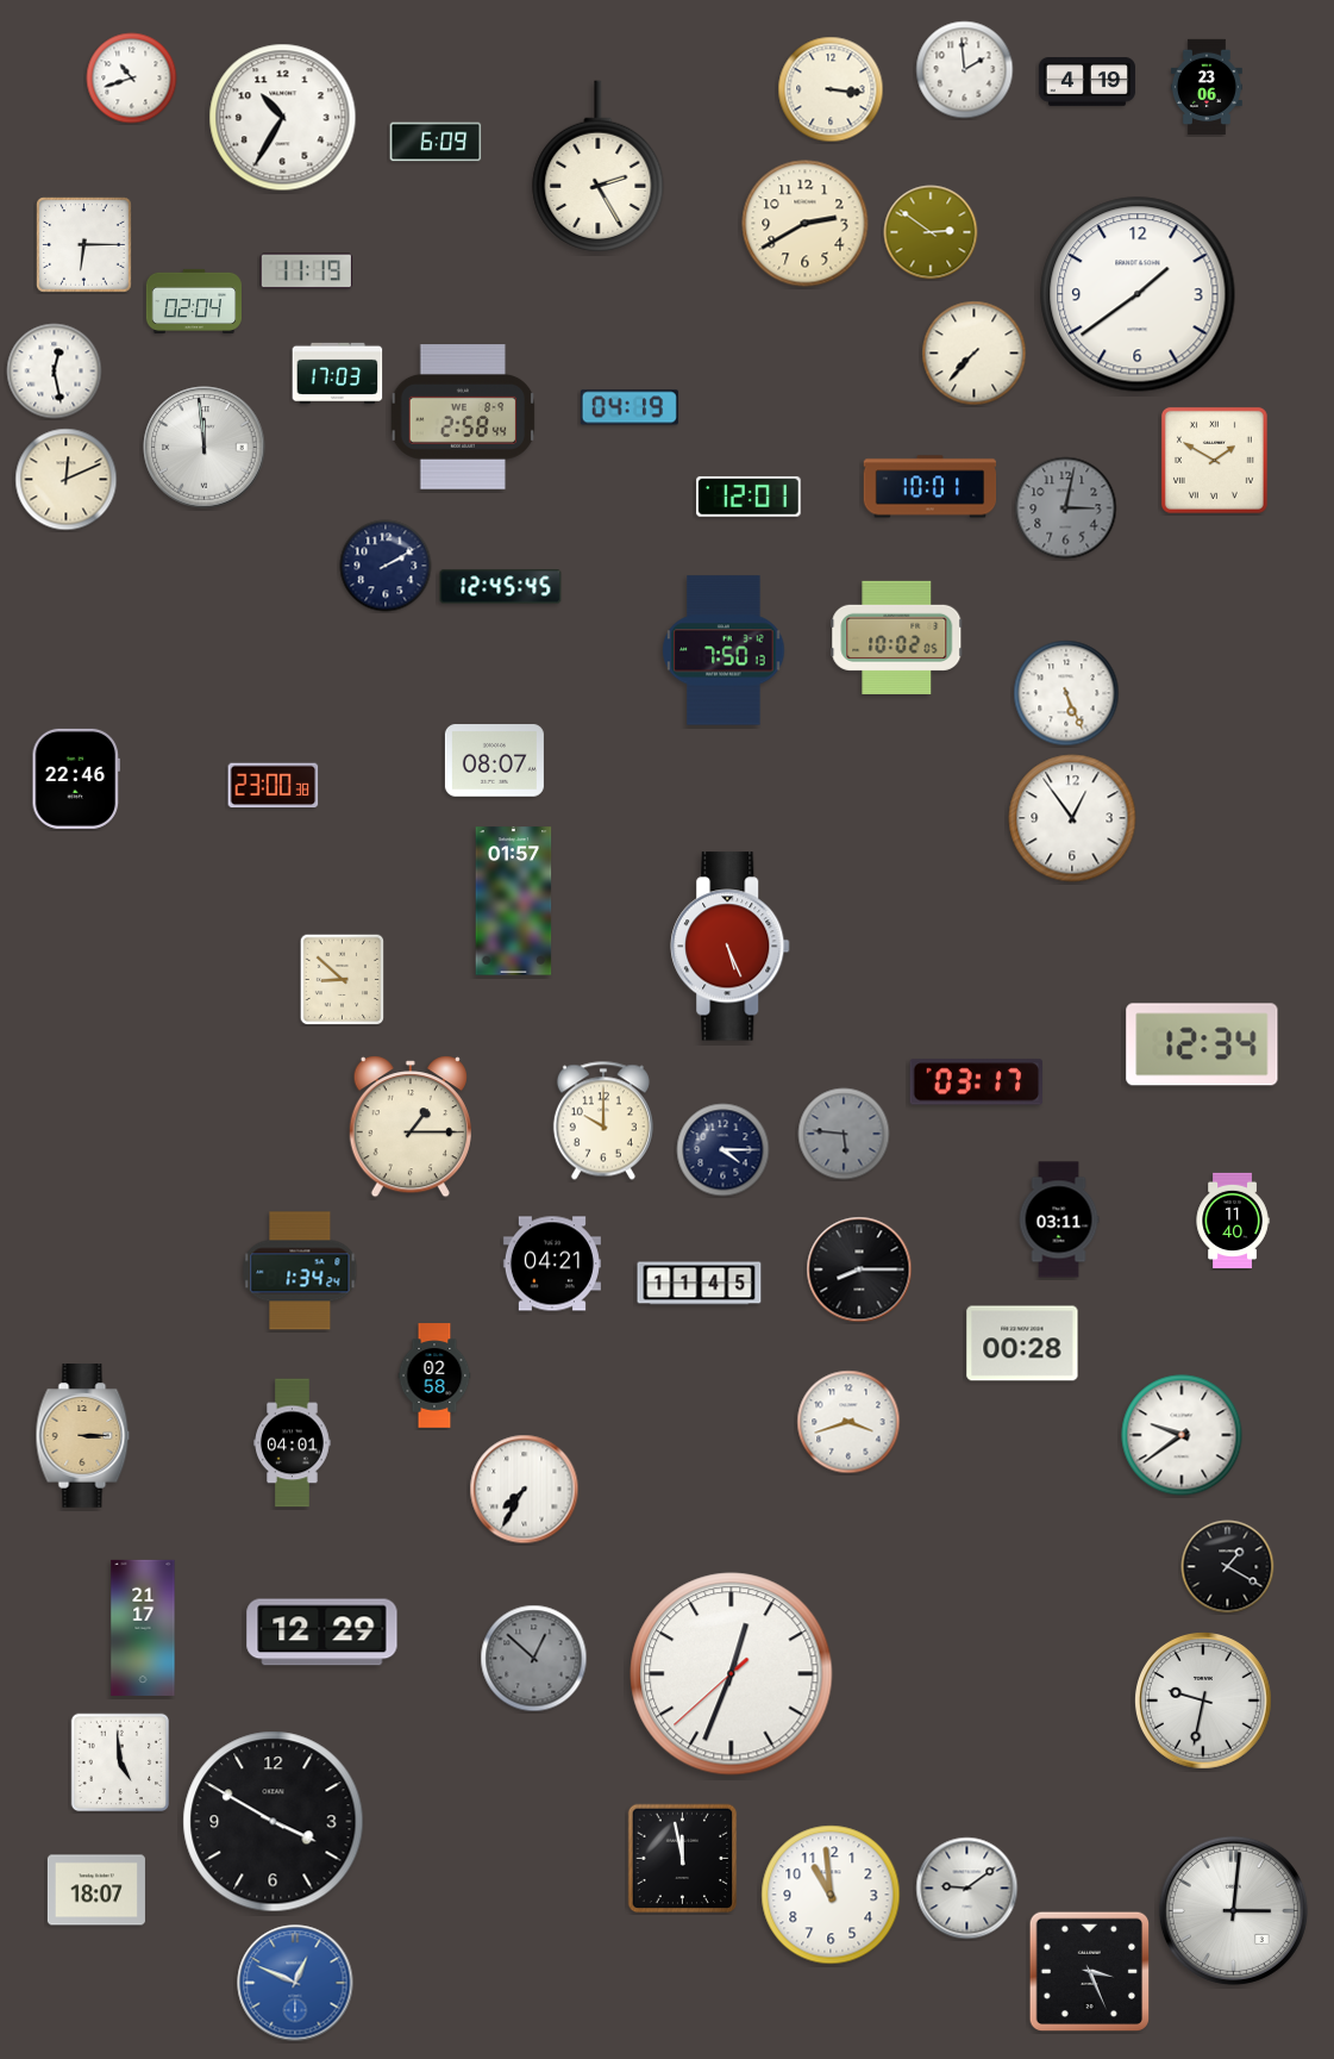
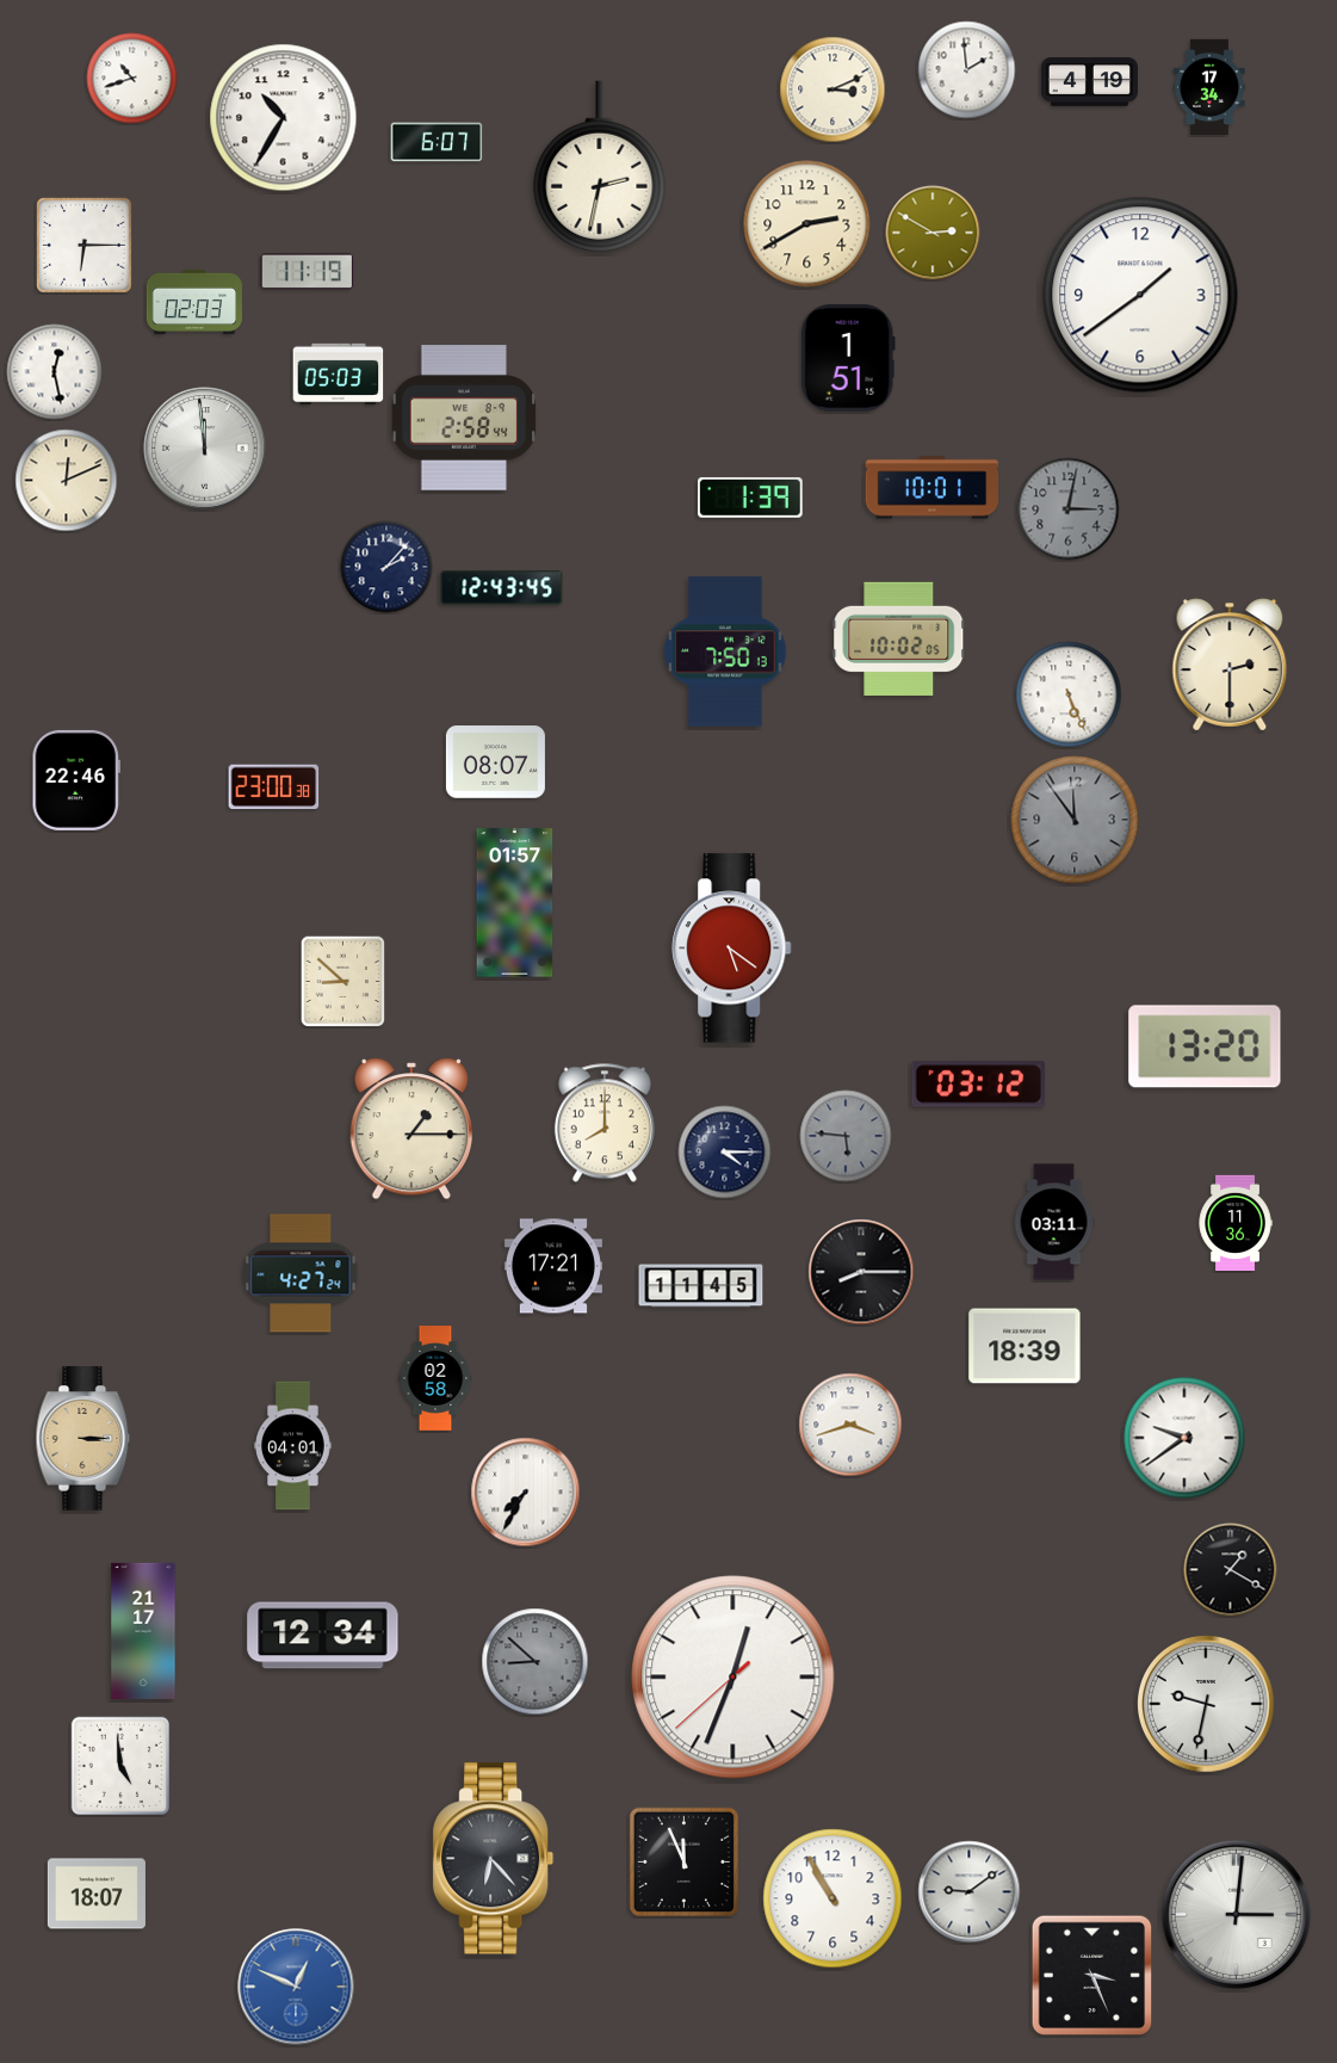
clock at (1207, 86): 23:06 -> 17:34
clock at (831, 89): 3:16 -> 3:11
clock at (436, 142): 6:09 -> 6:07
clock at (599, 167): 2:25 -> 2:32
clock at (931, 232): 2:51 -> 2:50
clock at (193, 301): 02:04 -> 02:03
clock at (975, 354): 7:37 -> none
clock at (848, 358): none -> 1:51
clock at (338, 373): 17:03 -> 05:03
clock at (630, 407): 04:19 -> none
clock at (1214, 460): 1:50 -> none
clock at (750, 497): 12:01 -> 1:39
clock at (386, 566): 2:10 -> 2:07
clock at (501, 587): 12:45 -> 12:43
clock at (1230, 665): none -> 2:30
clock at (1072, 818): 12:54 -> 11:54
clock at (1072, 818) dial: white -> grey
clock at (731, 947): 5:26 -> 5:21
clock at (1202, 1044): 12:34 -> 13:20
clock at (976, 1082): 03:17 -> 03:12
clock at (603, 1121): 10:00 -> 8:00
clock at (1059, 1219) position: (1059, 1219) -> (1054, 1222)
clock at (1233, 1219): 11:40 -> 11:36
clock at (552, 1264): 04:21 -> 17:21
clock at (300, 1271): 1:34 -> 4:27
clock at (1022, 1343): 00:28 -> 18:39
clock at (322, 1633): 12:29 -> 12:34
clock at (534, 1659): 12:52 -> 8:52
clock at (274, 1822): 3:50 -> none
clock at (494, 1859): none -> 6:23
clock at (683, 1859): 11:58 -> 11:56
clock at (831, 1895): 10:59 -> 10:55
